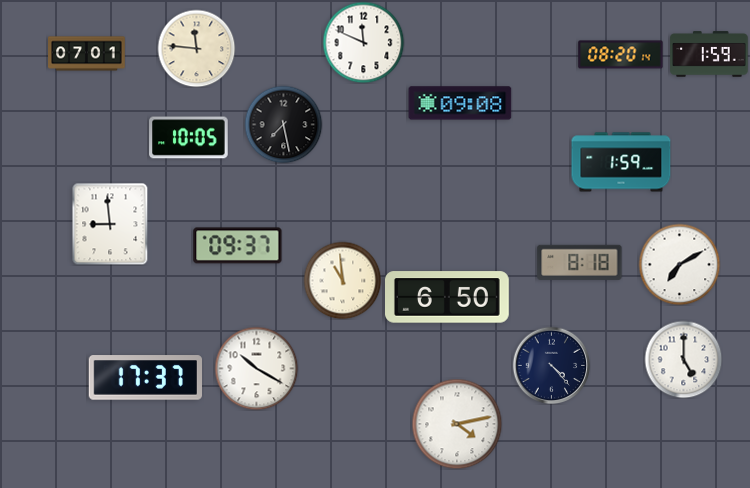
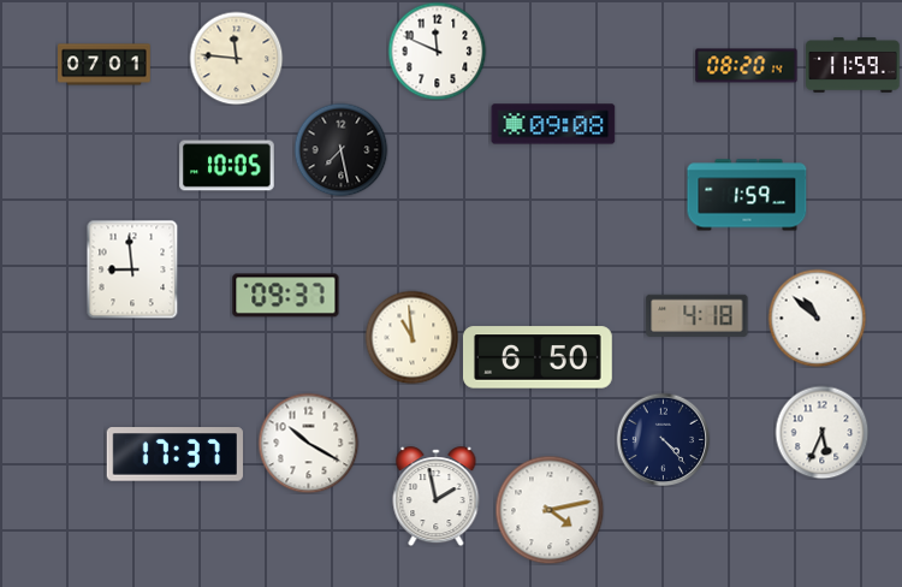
clock at (709, 54): 1:59 -> 11:59
clock at (580, 262): 8:18 -> 4:18
clock at (679, 264): 7:10 -> 10:52
clock at (683, 359): 5:00 -> 5:34
clock at (437, 497): none -> 1:58
